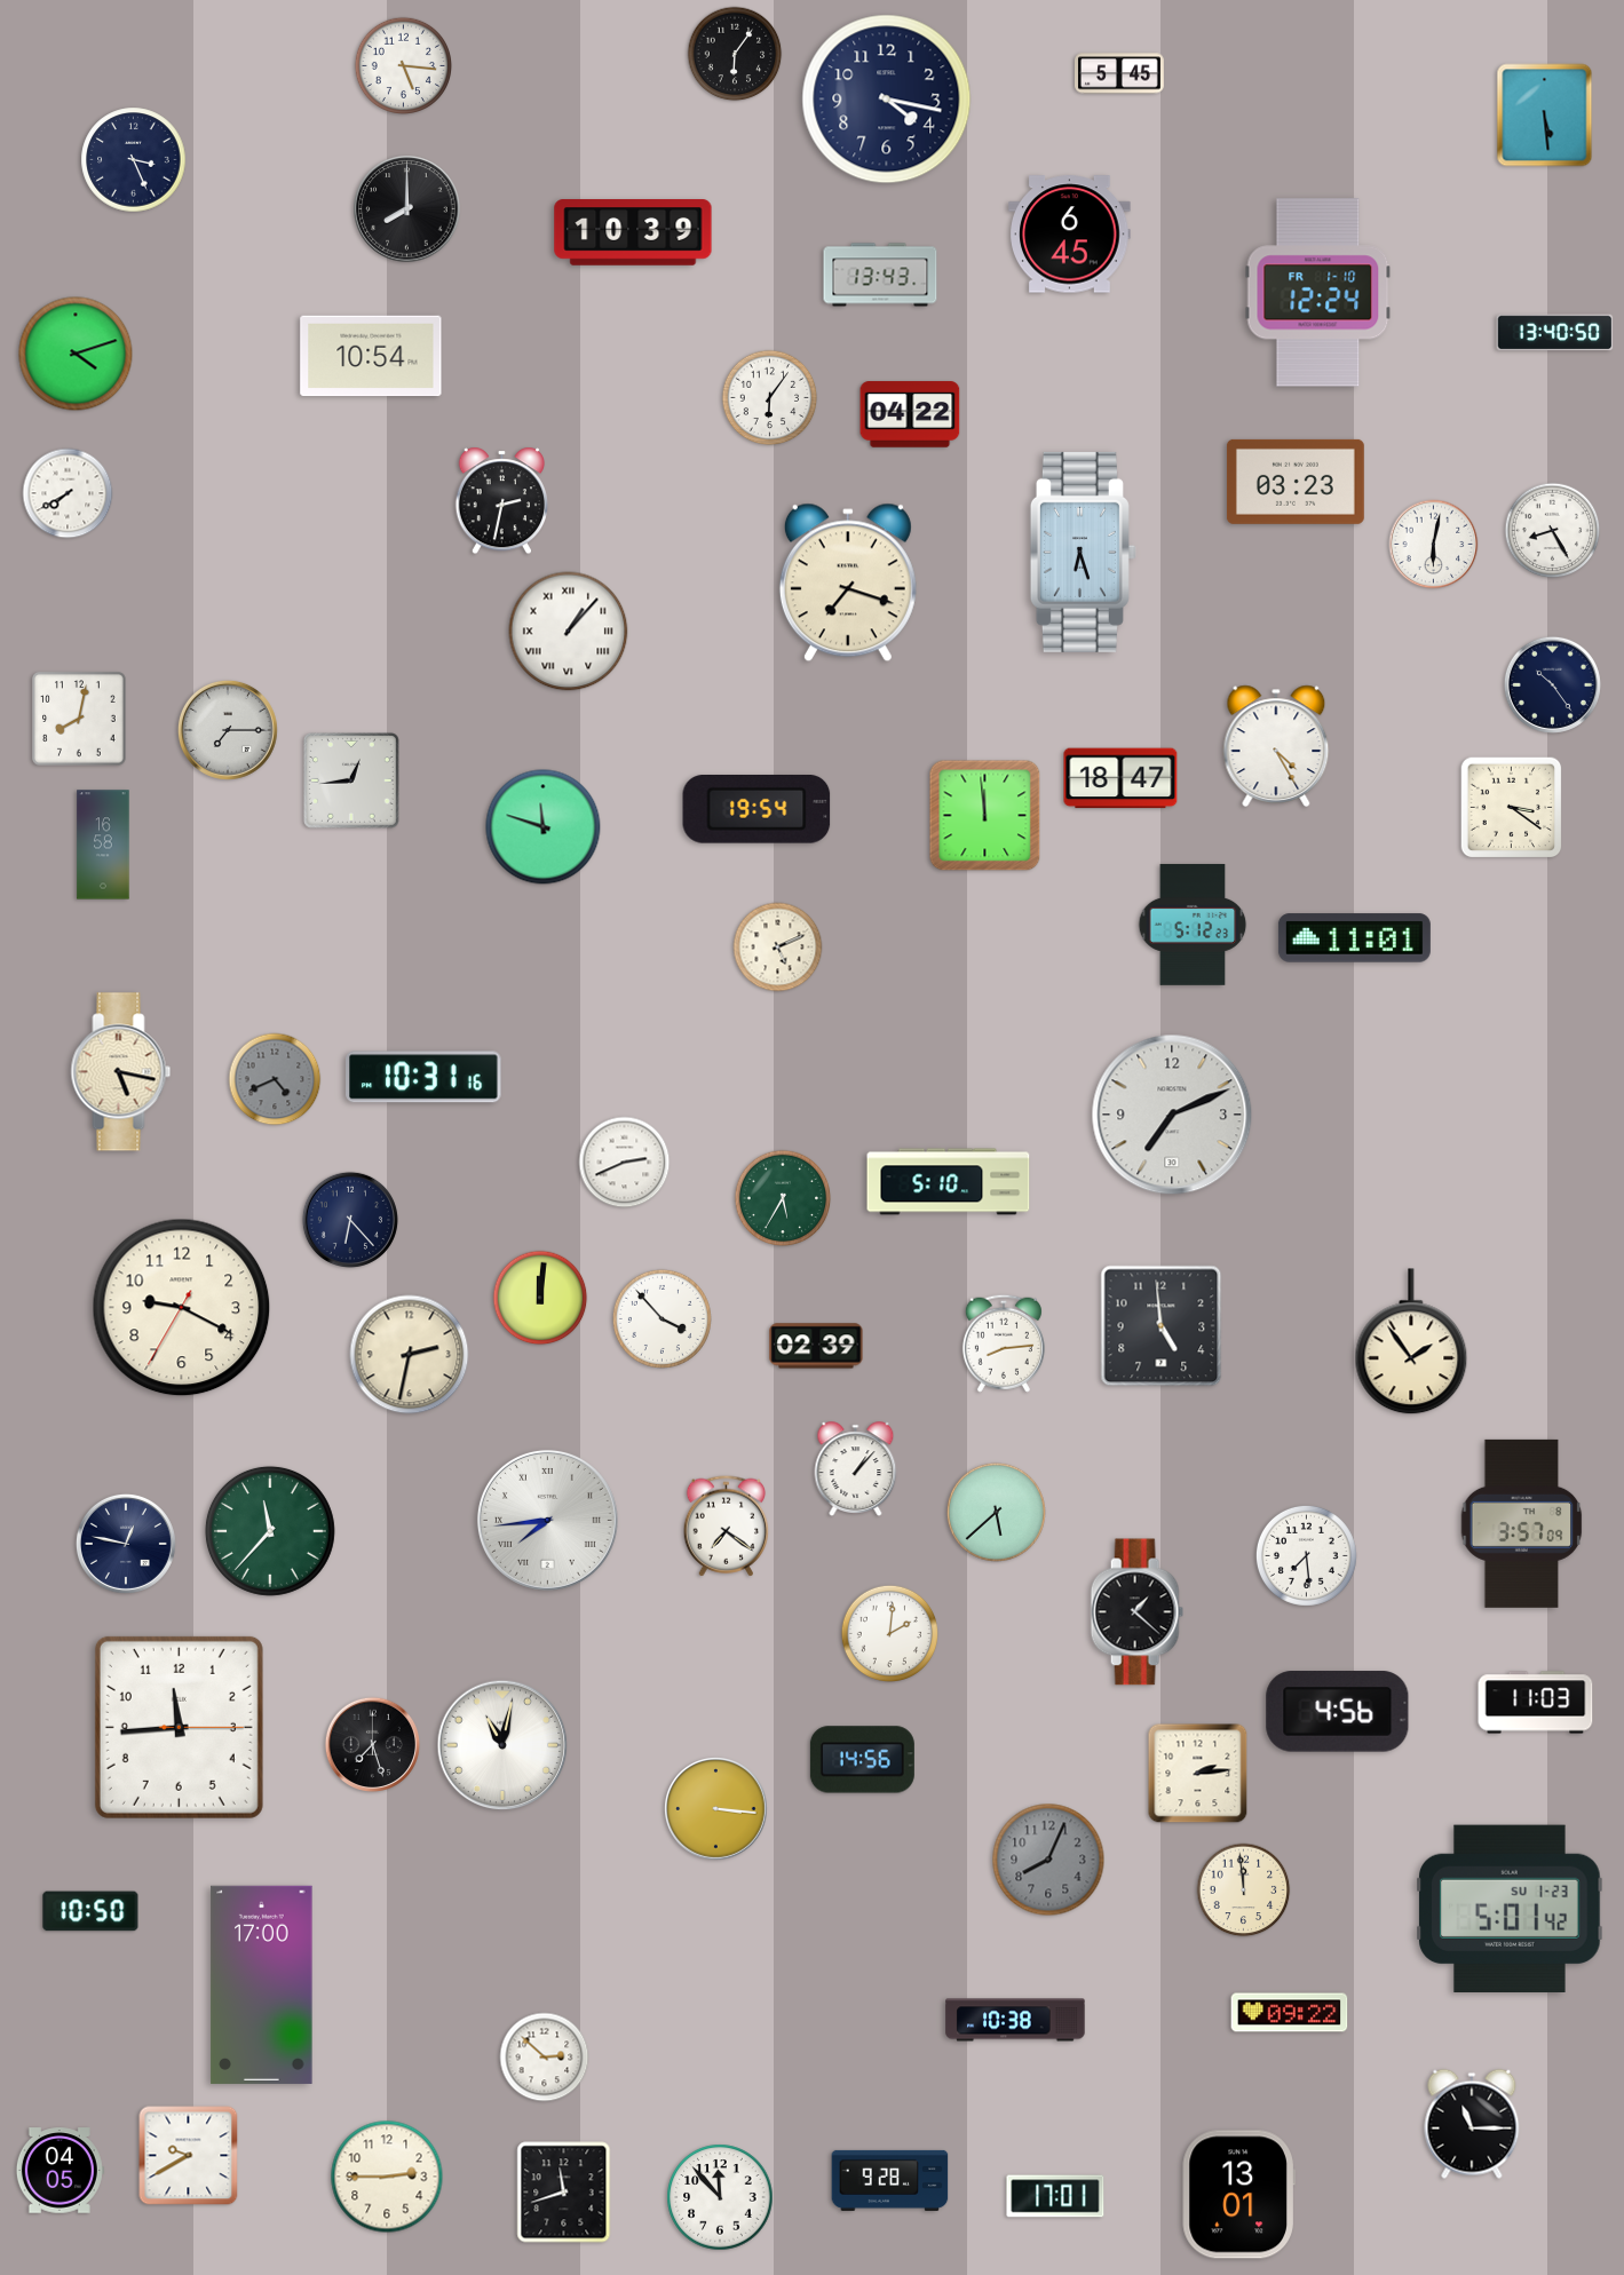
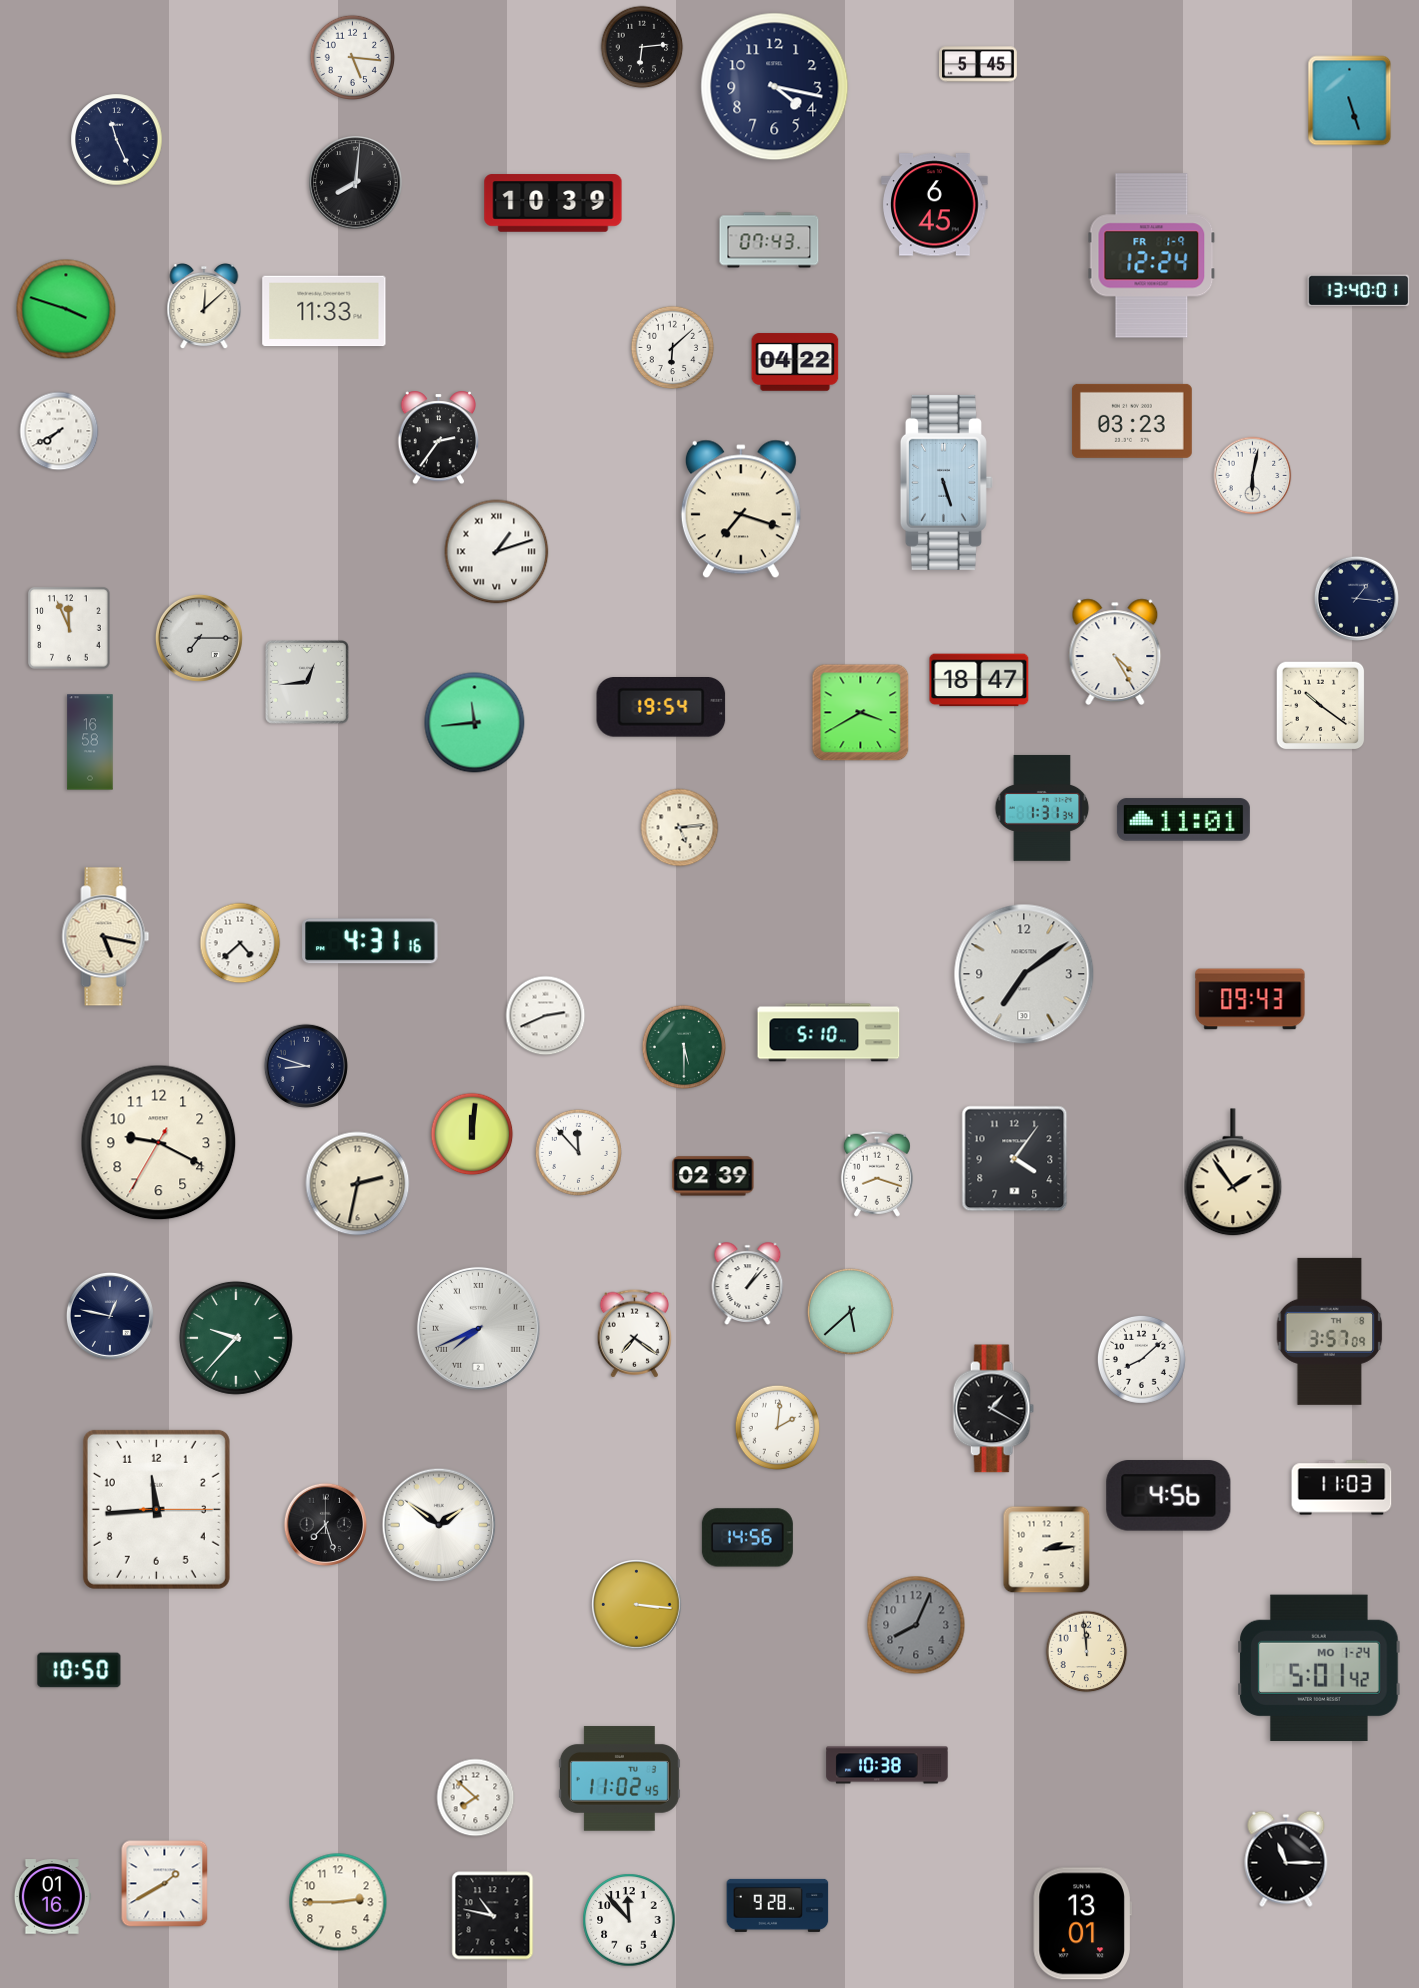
clock at (735, 54): 6:06 -> 6:14
clock at (1545, 116): 5:29 -> 5:27
clock at (134, 160): 3:26 -> 11:26
clock at (407, 209): 8:00 -> 8:01
clock at (880, 275): 13:43 -> 07:43
clock at (1318, 293) date: FR 1-10 -> FR 1-9
clock at (1555, 333): 13:40:50 -> 13:40:01
clock at (204, 307): none -> 12:08
clock at (76, 354): 4:12 -> 3:48
clock at (371, 356): 10:54 -> 11:33
clock at (770, 398): 6:06 -> 6:08
clock at (502, 501): 2:32 -> 2:36
clock at (1553, 531): 8:25 -> none
clock at (1083, 552): 6:27 -> 5:27
clock at (569, 632): 1:07 -> 1:12
clock at (1552, 684): 10:24 -> 1:16
clock at (79, 719): 8:02 -> 11:56
clock at (1512, 808): 3:21 -> 10:21
clock at (985, 816): 11:59 -> 3:40
clock at (544, 827): 11:48 -> 11:44
clock at (103, 845) position: (103, 845) -> (90, 742)
clock at (1193, 925): 5:12 -> 1:31
clock at (778, 948): 5:11 -> 5:14
clock at (423, 1077): 10:31 -> 4:31
clock at (275, 1079): 4:41 -> 4:38
clock at (275, 1079) dial: grey -> white
clock at (1172, 1115): 7:11 -> 7:09
clock at (1250, 999): none -> 09:43
clock at (783, 1198): 5:35 -> 5:30
clock at (350, 1220): 6:23 -> 8:48
clock at (662, 1318): 3:53 -> 11:53
clock at (1162, 1326): 4:59 -> 4:06
clock at (1004, 1343): 8:14 -> 8:18
clock at (996, 1512) position: (996, 1512) -> (850, 1311)
clock at (547, 1520): 7:44 -> 7:41
clock at (270, 1531): 11:37 -> 9:37
clock at (126, 1544) position: (126, 1544) -> (110, 1316)
clock at (1306, 1555): 7:29 -> 8:08
clock at (1136, 1612): 1:22 -> 1:20
clock at (502, 1745): 11:02 -> 1:51
clock at (862, 1760) position: (862, 1760) -> (747, 1538)
clock at (716, 1809) position: (716, 1809) -> (637, 1605)
clock at (1510, 1908) date: SU 1-23 -> MO 1-24
clock at (262, 1984): 17:00 -> none
clock at (1290, 2013): 09:22 -> none
clock at (619, 1779): none -> 11:02
clock at (545, 2058): 2:52 -> 7:52
clock at (1472, 2124) position: (1472, 2124) -> (1286, 1859)
clock at (189, 2156): 9:40 -> 1:40
clock at (60, 2171): 04:05 -> 01:16
clock at (564, 2193): 11:42 -> 10:47
clock at (1238, 2195) position: (1238, 2195) -> (1082, 1924)
clock at (1055, 2196): 17:01 -> none
